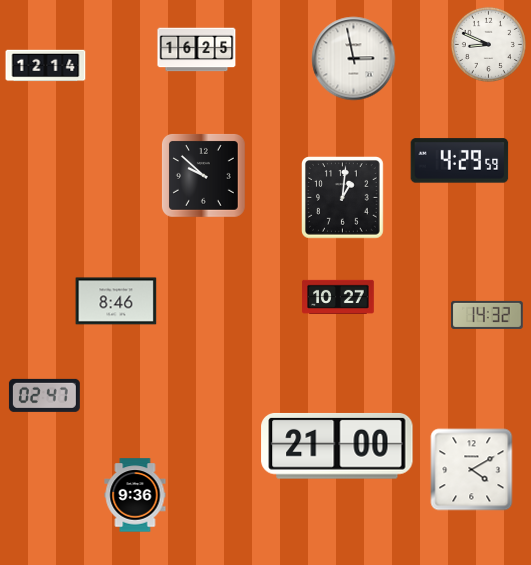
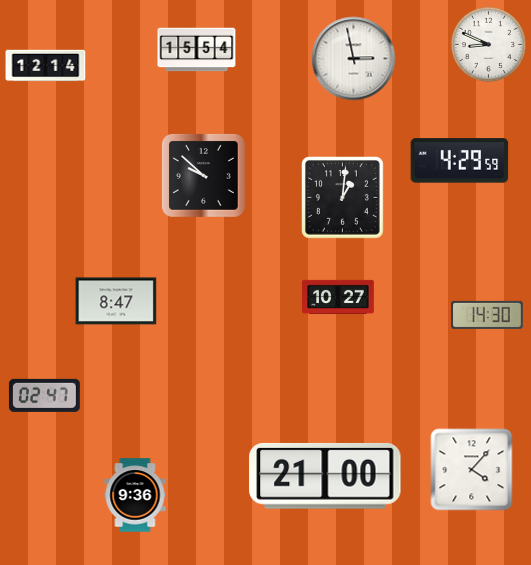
clock at (197, 50): 16:25 -> 15:54
clock at (116, 301): 8:46 -> 8:47
clock at (487, 315): 14:32 -> 14:30
clock at (337, 446) position: (337, 446) -> (325, 476)
clock at (472, 470): 4:10 -> 4:07
